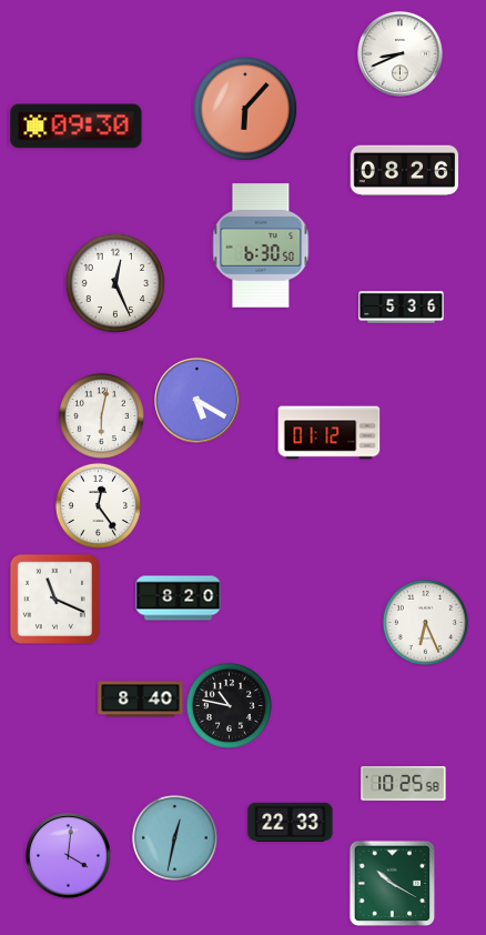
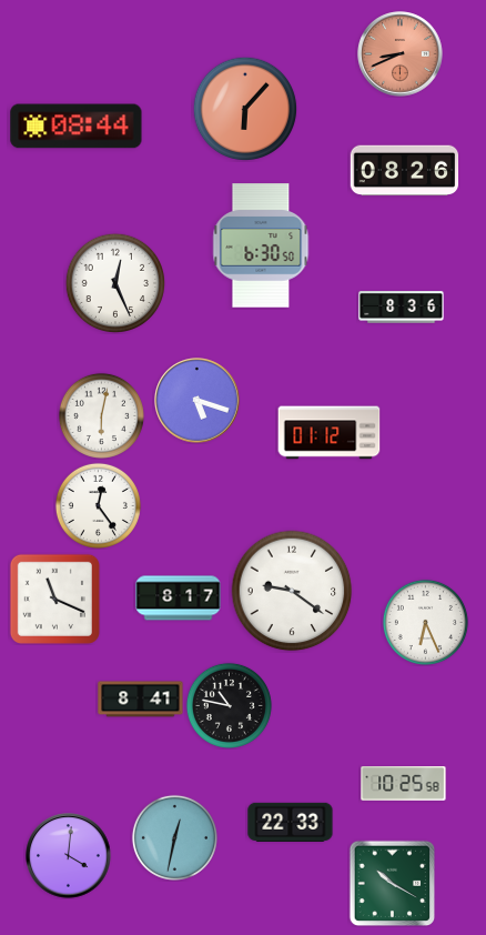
clock at (401, 54) dial: white -> salmon
clock at (77, 127): 09:30 -> 08:44
clock at (402, 308): 5:36 -> 8:36
clock at (198, 401): 5:20 -> 5:18
clock at (292, 591): none -> 9:21
clock at (179, 599): 8:20 -> 8:17
clock at (141, 700): 8:40 -> 8:41
